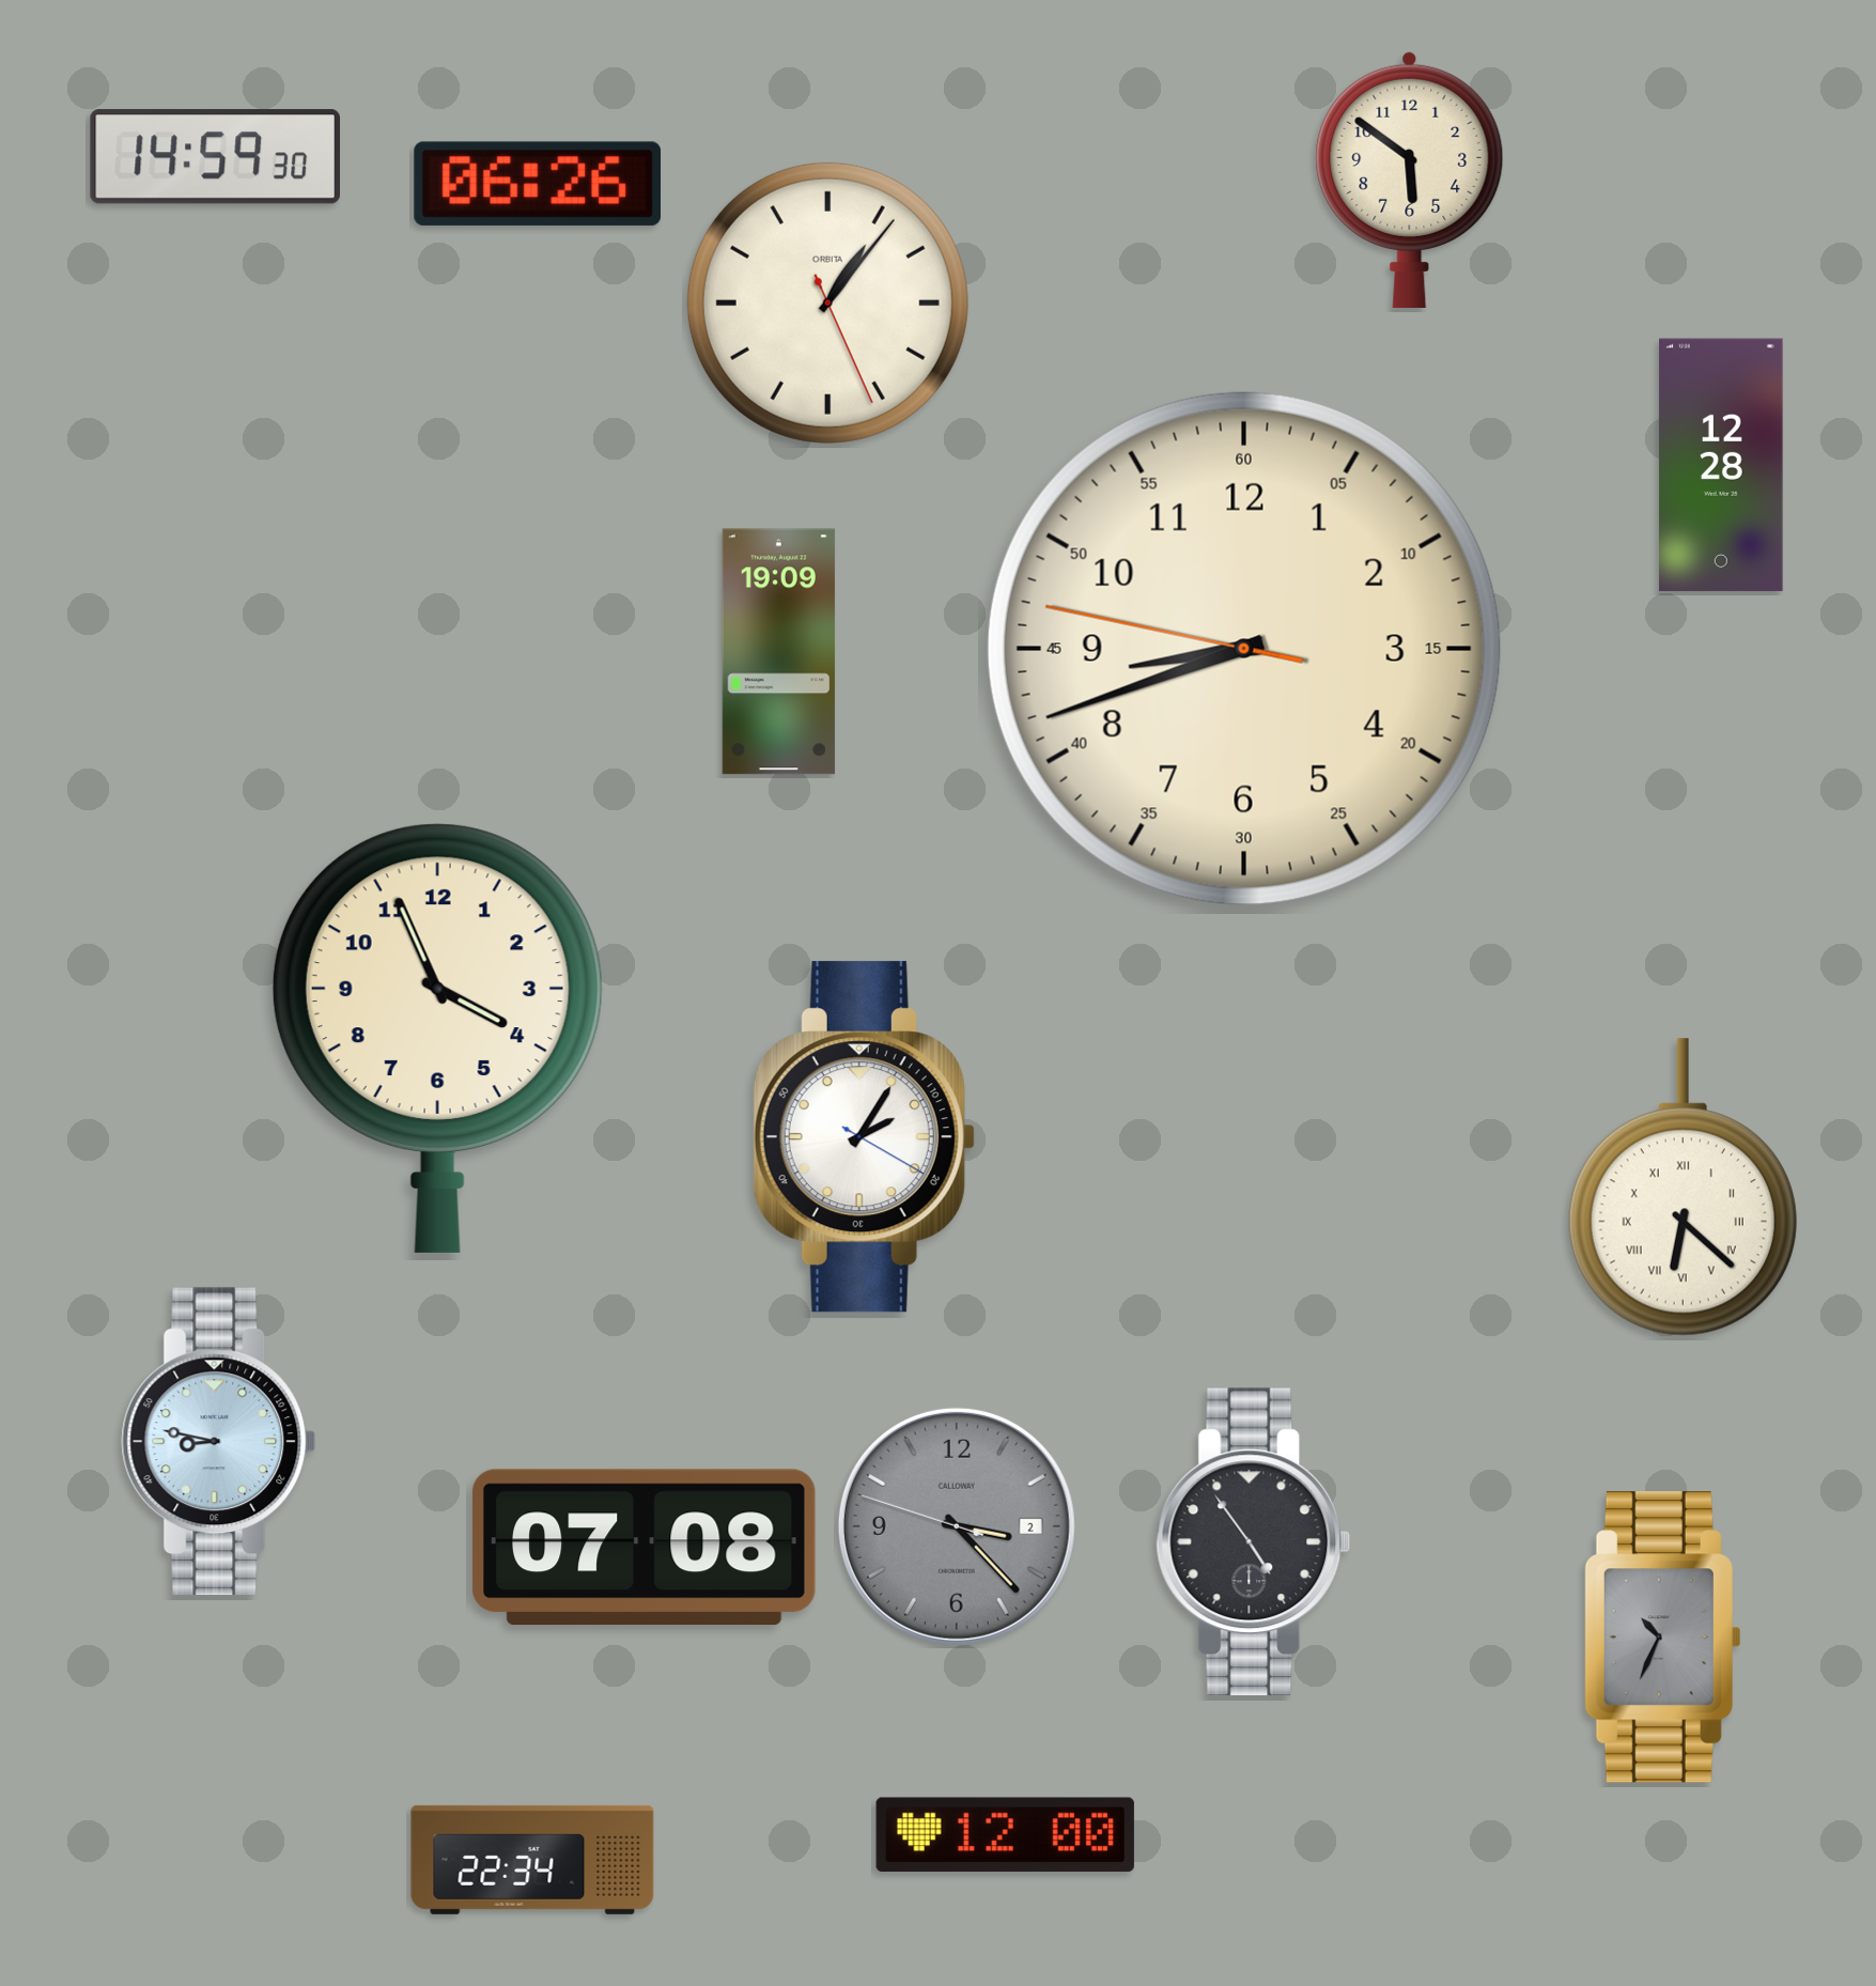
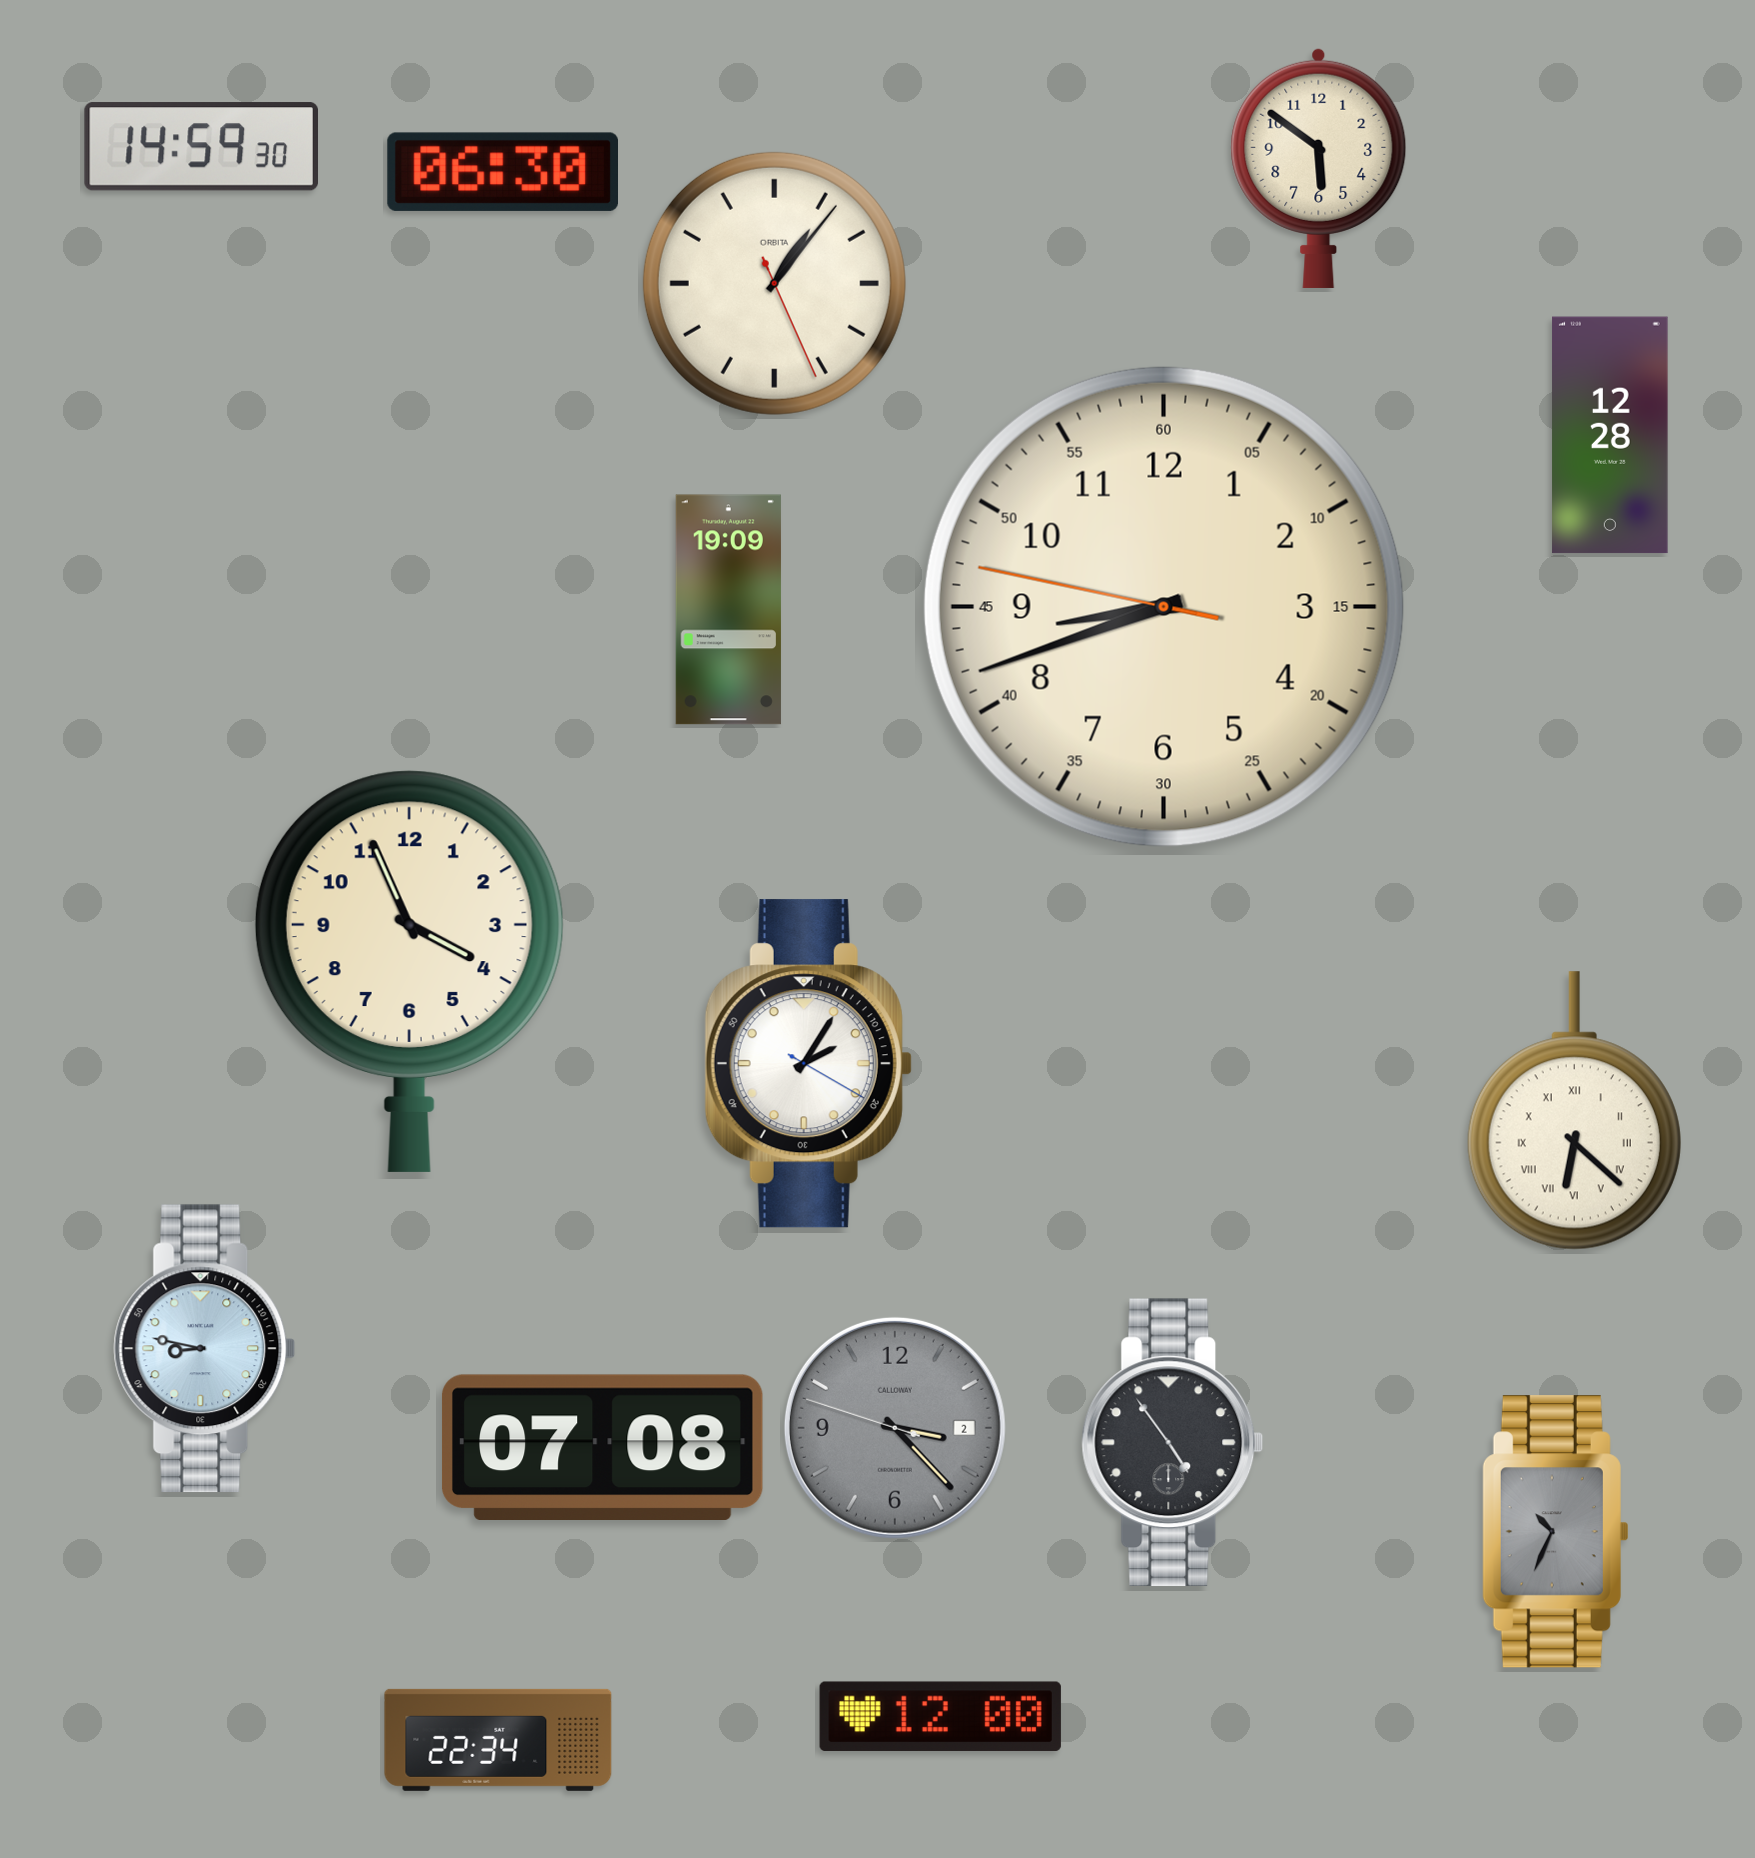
clock at (537, 184): 06:26 -> 06:30
